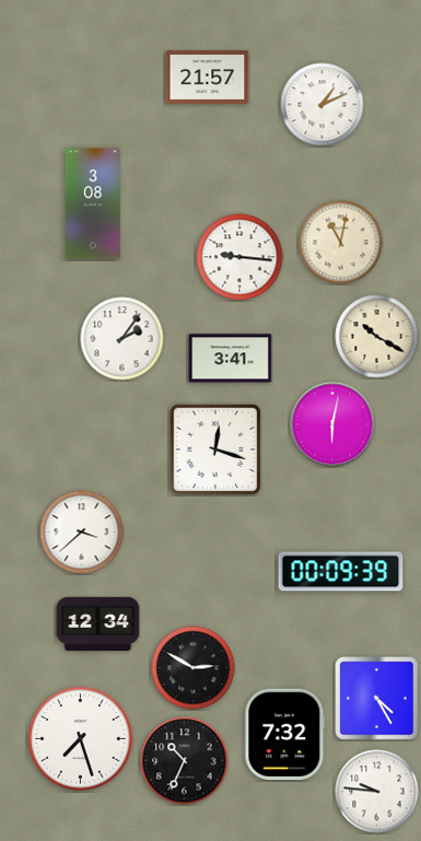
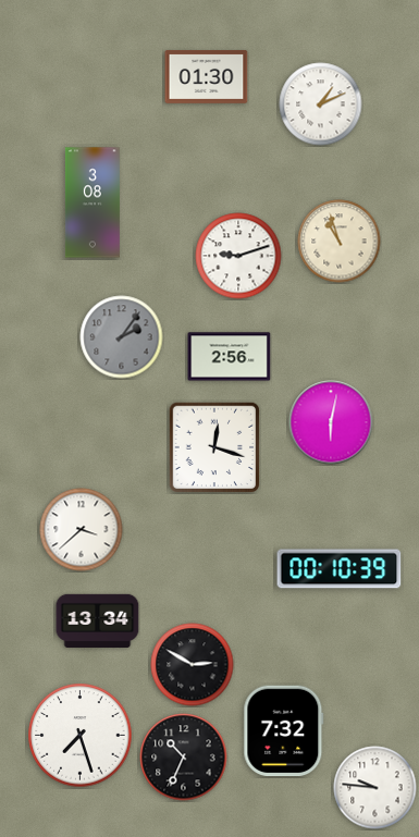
clock at (208, 77): 21:57 -> 01:30
clock at (341, 243): 11:02 -> 10:57
clock at (239, 257): 9:16 -> 9:12
clock at (377, 337): 10:20 -> none
clock at (122, 339) dial: white -> grey
clock at (231, 359): 3:41 -> 2:56
clock at (341, 572): 00:09 -> 00:10
clock at (98, 623): 12:34 -> 13:34
clock at (377, 699): 4:25 -> none
